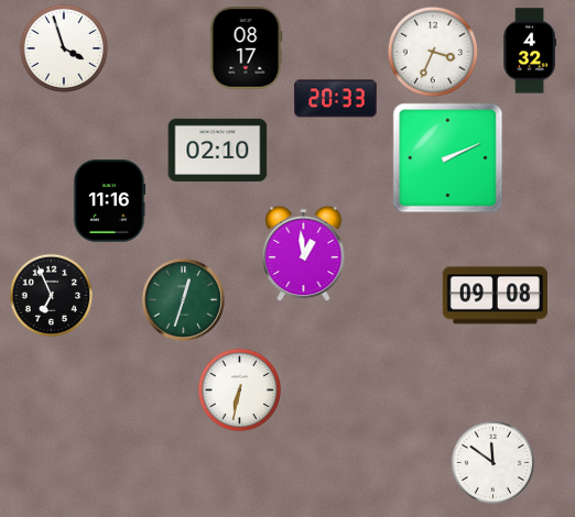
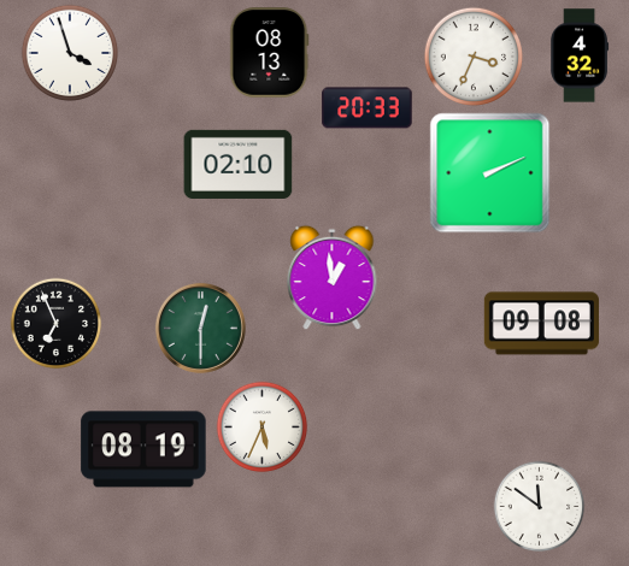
clock at (246, 48): 08:17 -> 08:13
clock at (109, 201): 11:16 -> none
clock at (183, 299): 12:33 -> 12:30
clock at (240, 391): 6:32 -> 5:34
clock at (143, 449): none -> 08:19
